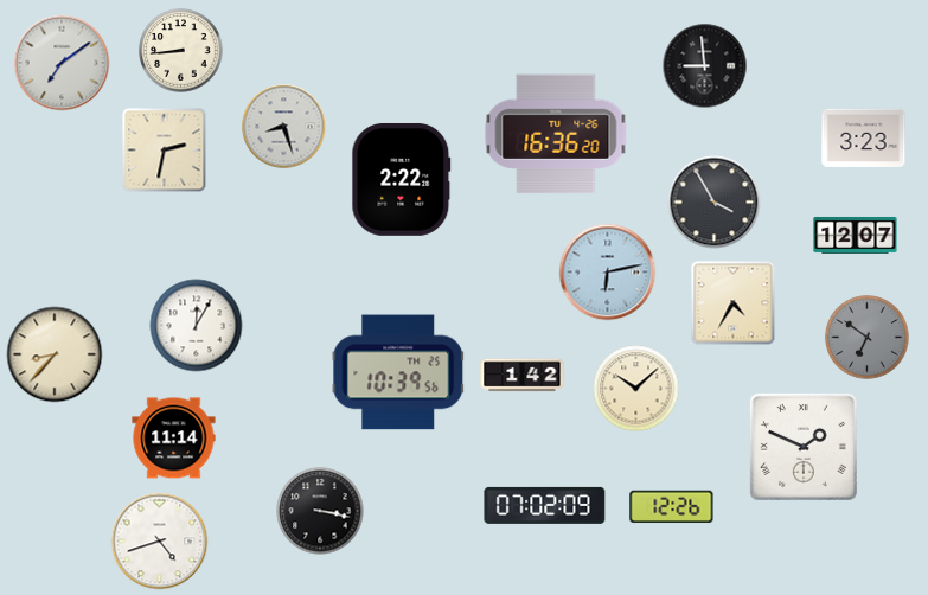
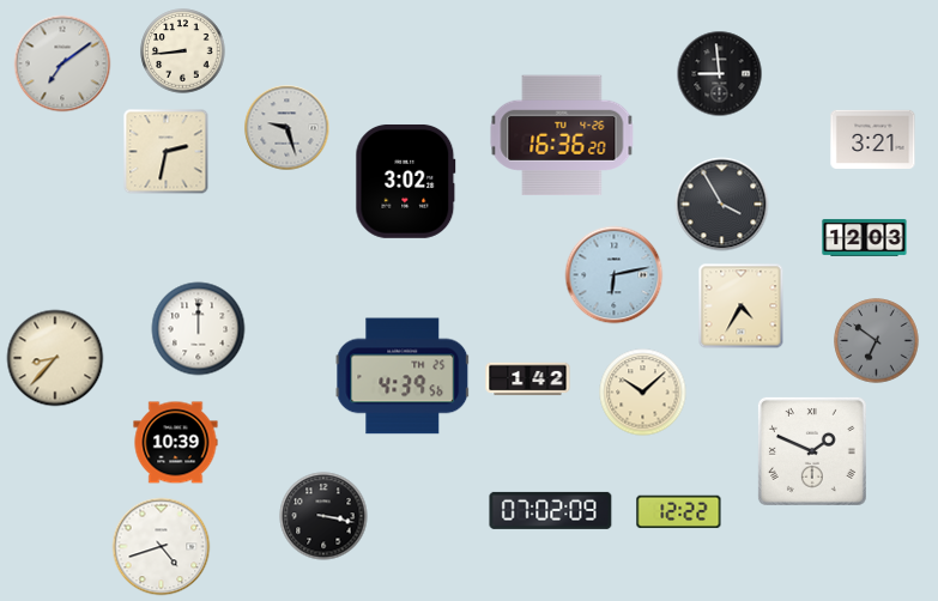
clock at (705, 66) position: (705, 66) -> (720, 74)
clock at (284, 127): 8:27 -> 9:27
clock at (864, 137): 3:23 -> 3:21
clock at (402, 179): 2:22 -> 3:02
clock at (856, 235): 12:07 -> 12:03
clock at (197, 326): 12:05 -> 12:00
clock at (398, 372): 10:39 -> 4:39
clock at (174, 439): 11:14 -> 10:39
clock at (672, 507): 12:26 -> 12:22
